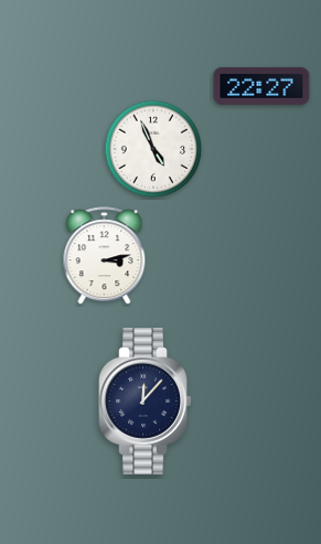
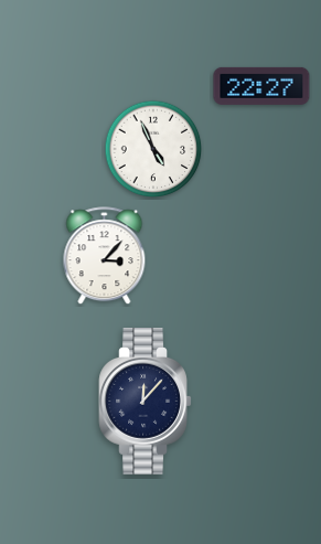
clock at (105, 256): 3:13 -> 3:07
